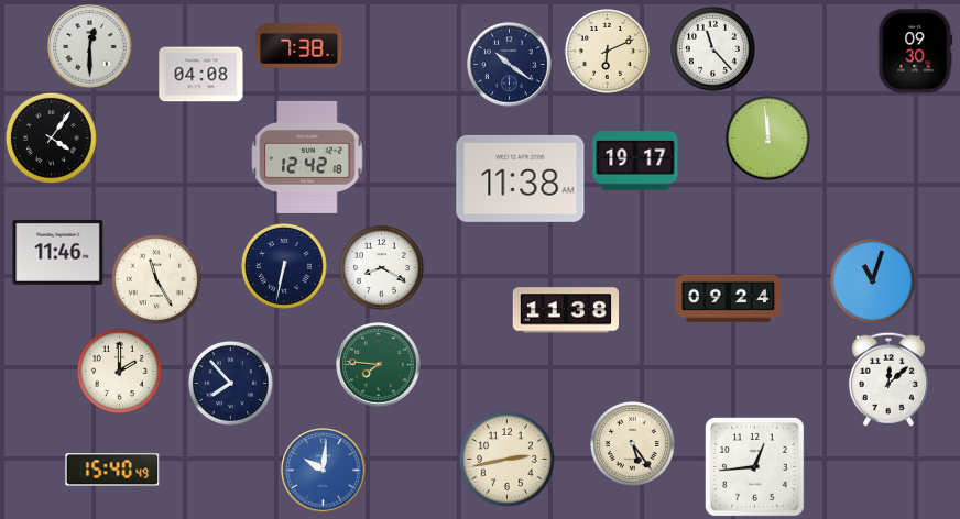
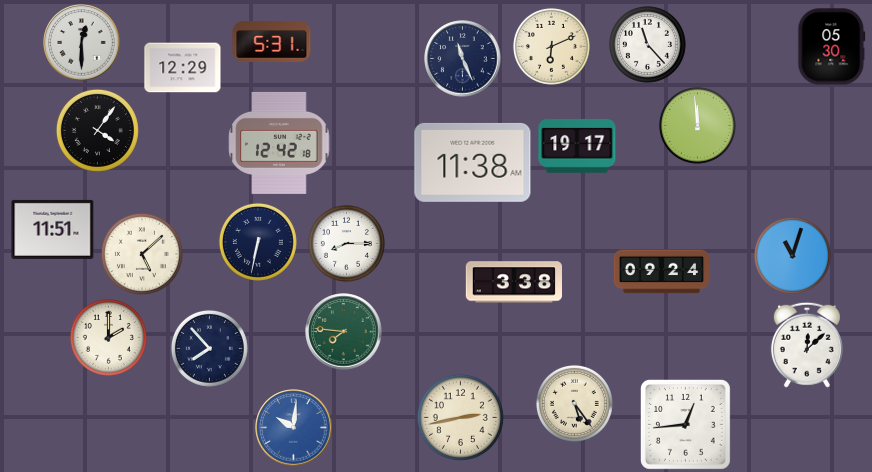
clock at (299, 45): 7:38 -> 5:31
clock at (916, 52): 09:30 -> 05:30
clock at (510, 65): 10:21 -> 11:26
clock at (201, 75): 04:08 -> 12:29
clock at (51, 137) position: (51, 137) -> (97, 130)
clock at (58, 252): 11:46 -> 11:51
clock at (381, 267): 8:20 -> 8:15
clock at (156, 279): 11:25 -> 5:08
clock at (565, 310): 11:38 -> 3:38
clock at (112, 470): 15:40 -> none
